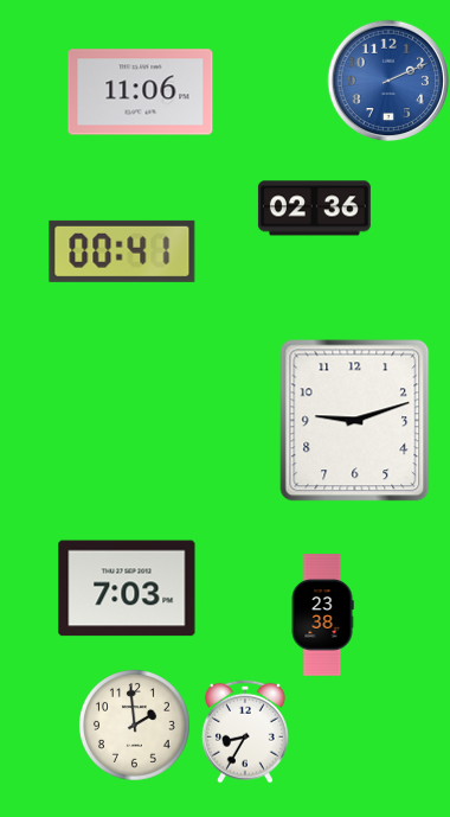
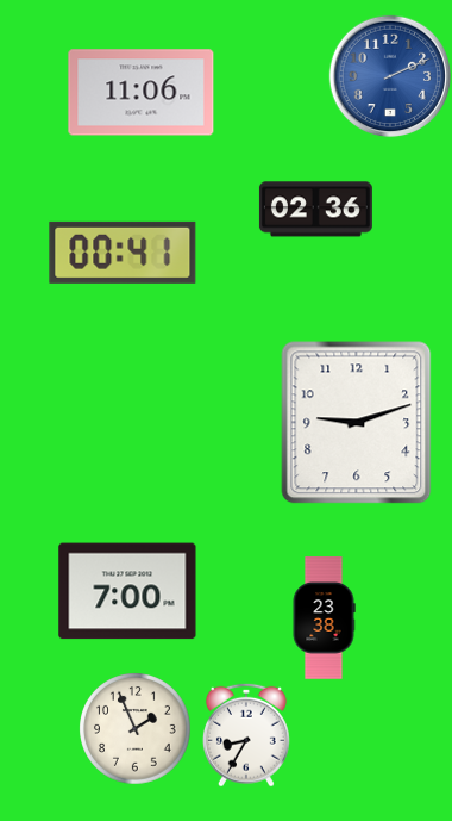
clock at (388, 81) position: (388, 81) -> (390, 76)
clock at (127, 588): 7:03 -> 7:00
clock at (135, 726): 1:59 -> 1:56
